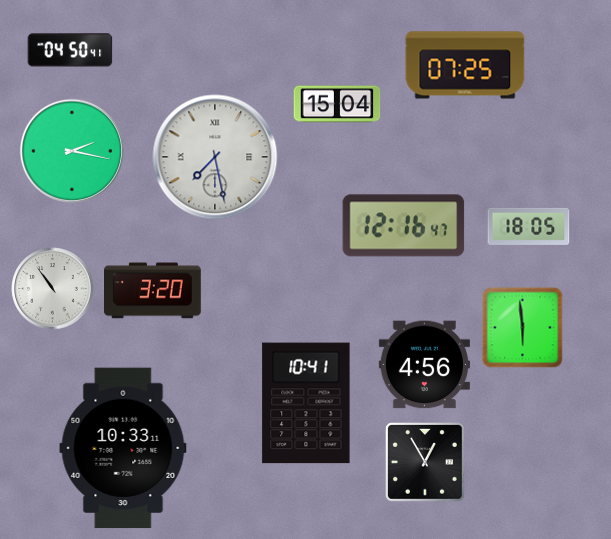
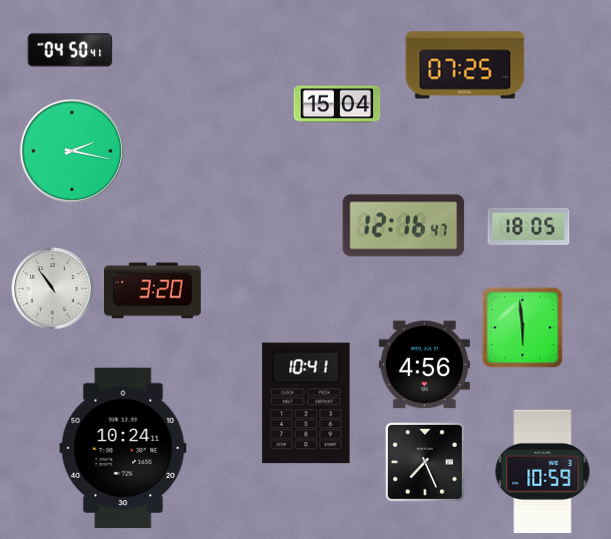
clock at (215, 157): 7:28 -> none
clock at (123, 448): 10:33 -> 10:24
clock at (425, 462): 12:55 -> 7:26
clock at (543, 472): none -> 10:59
